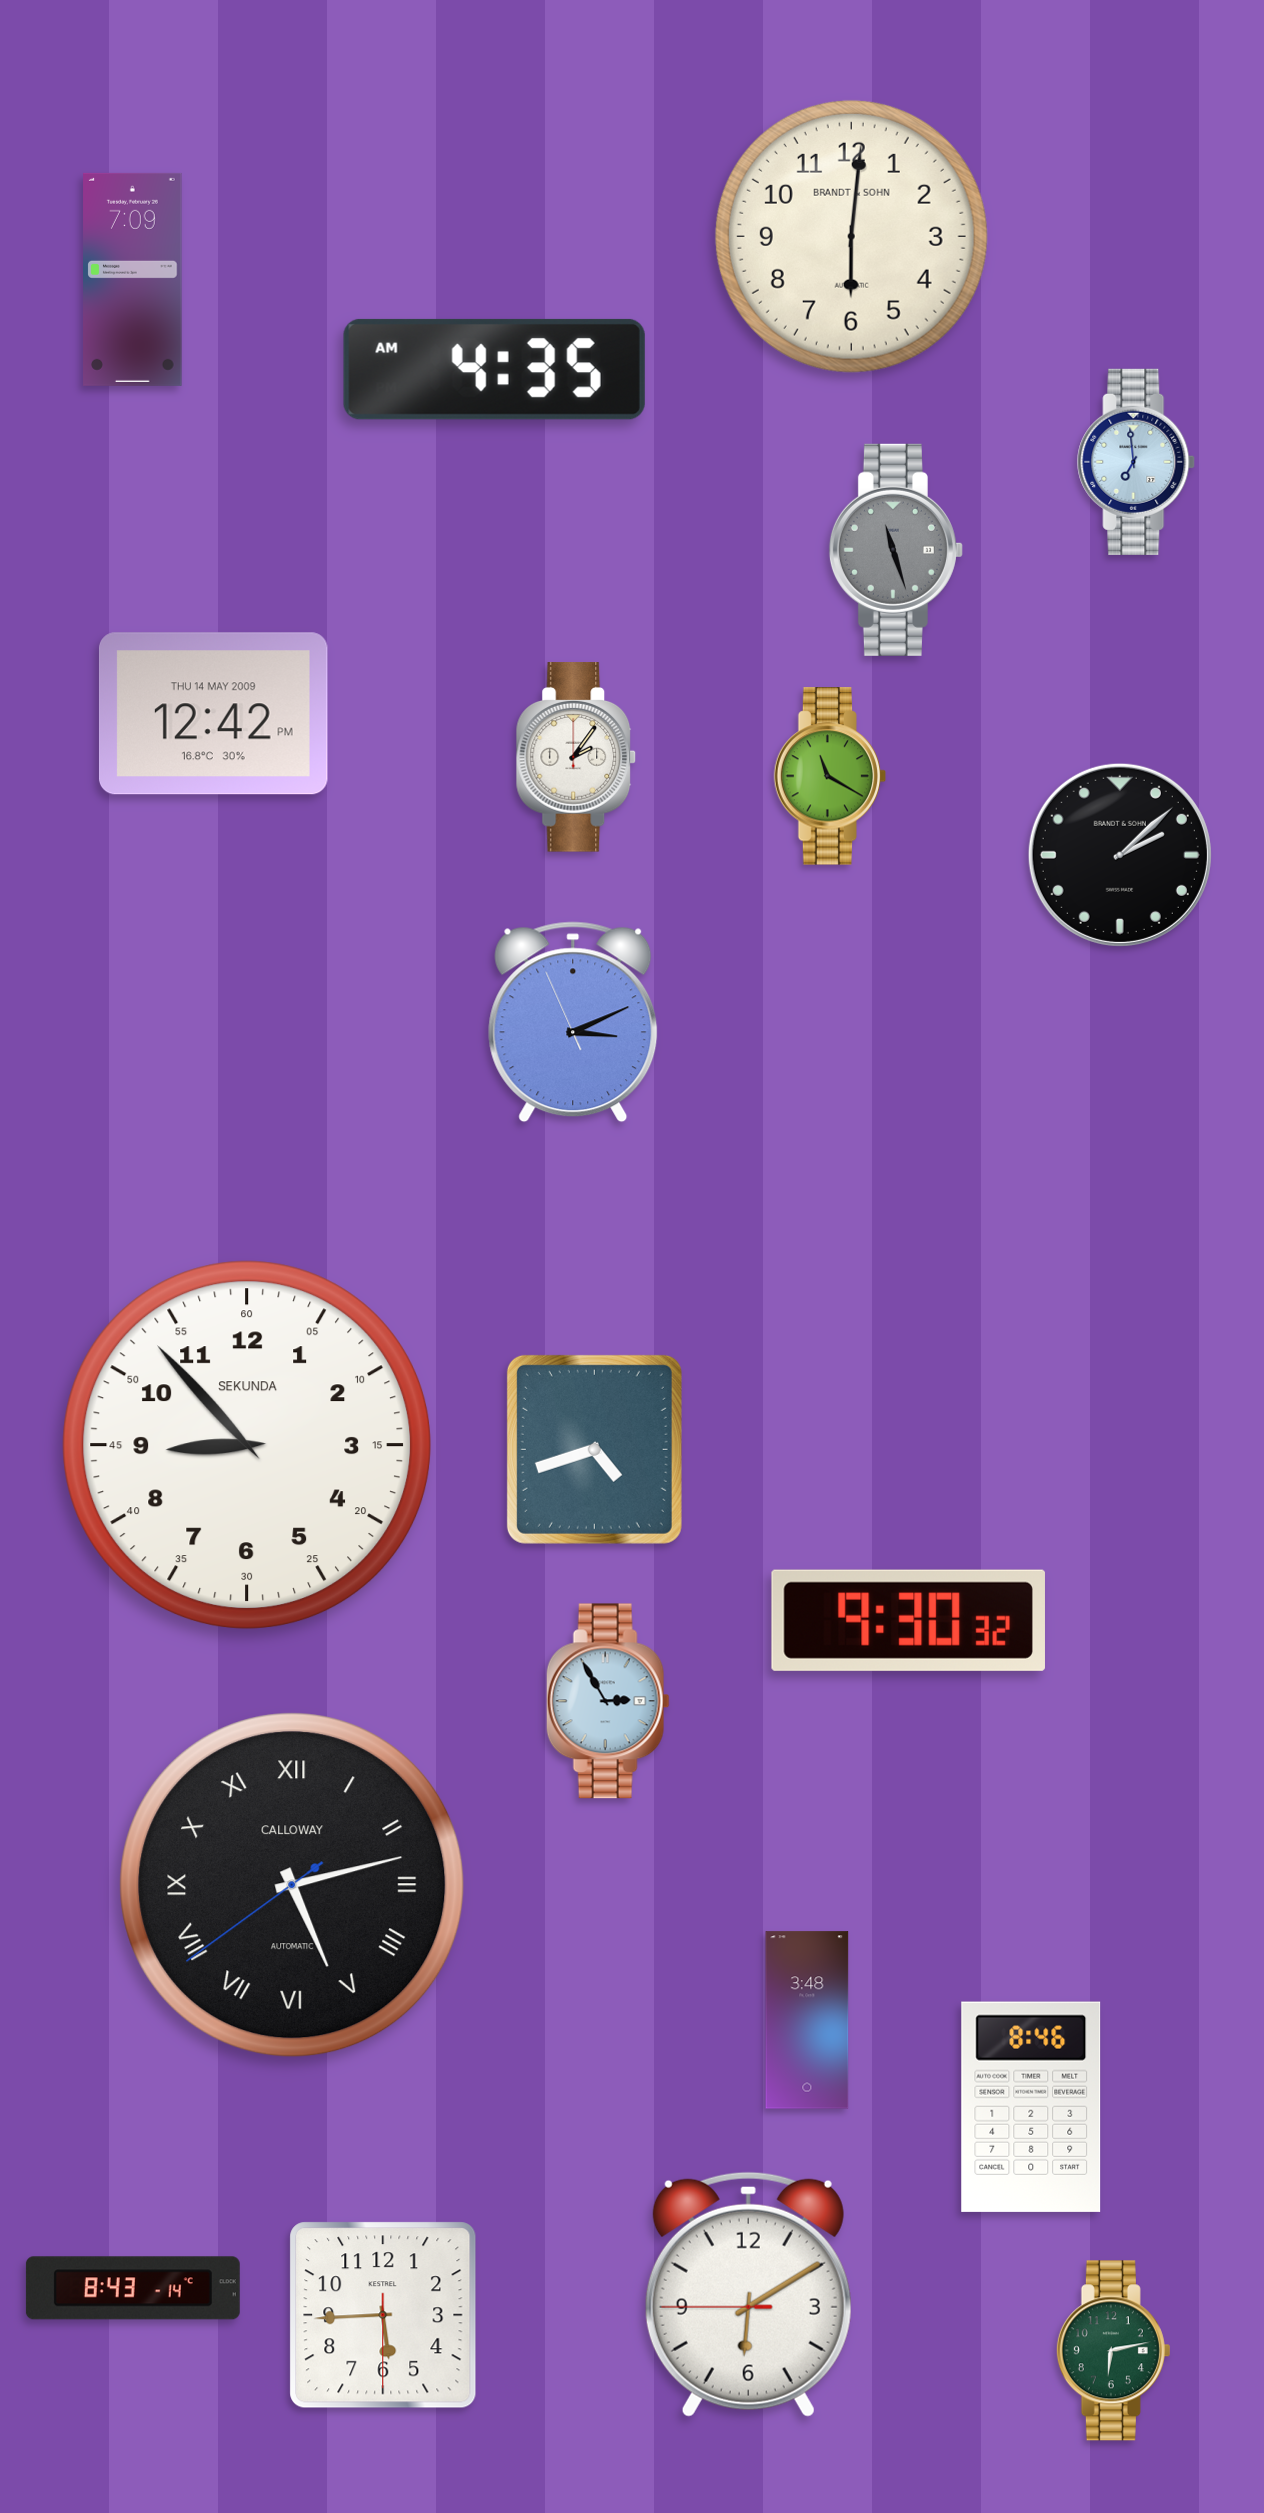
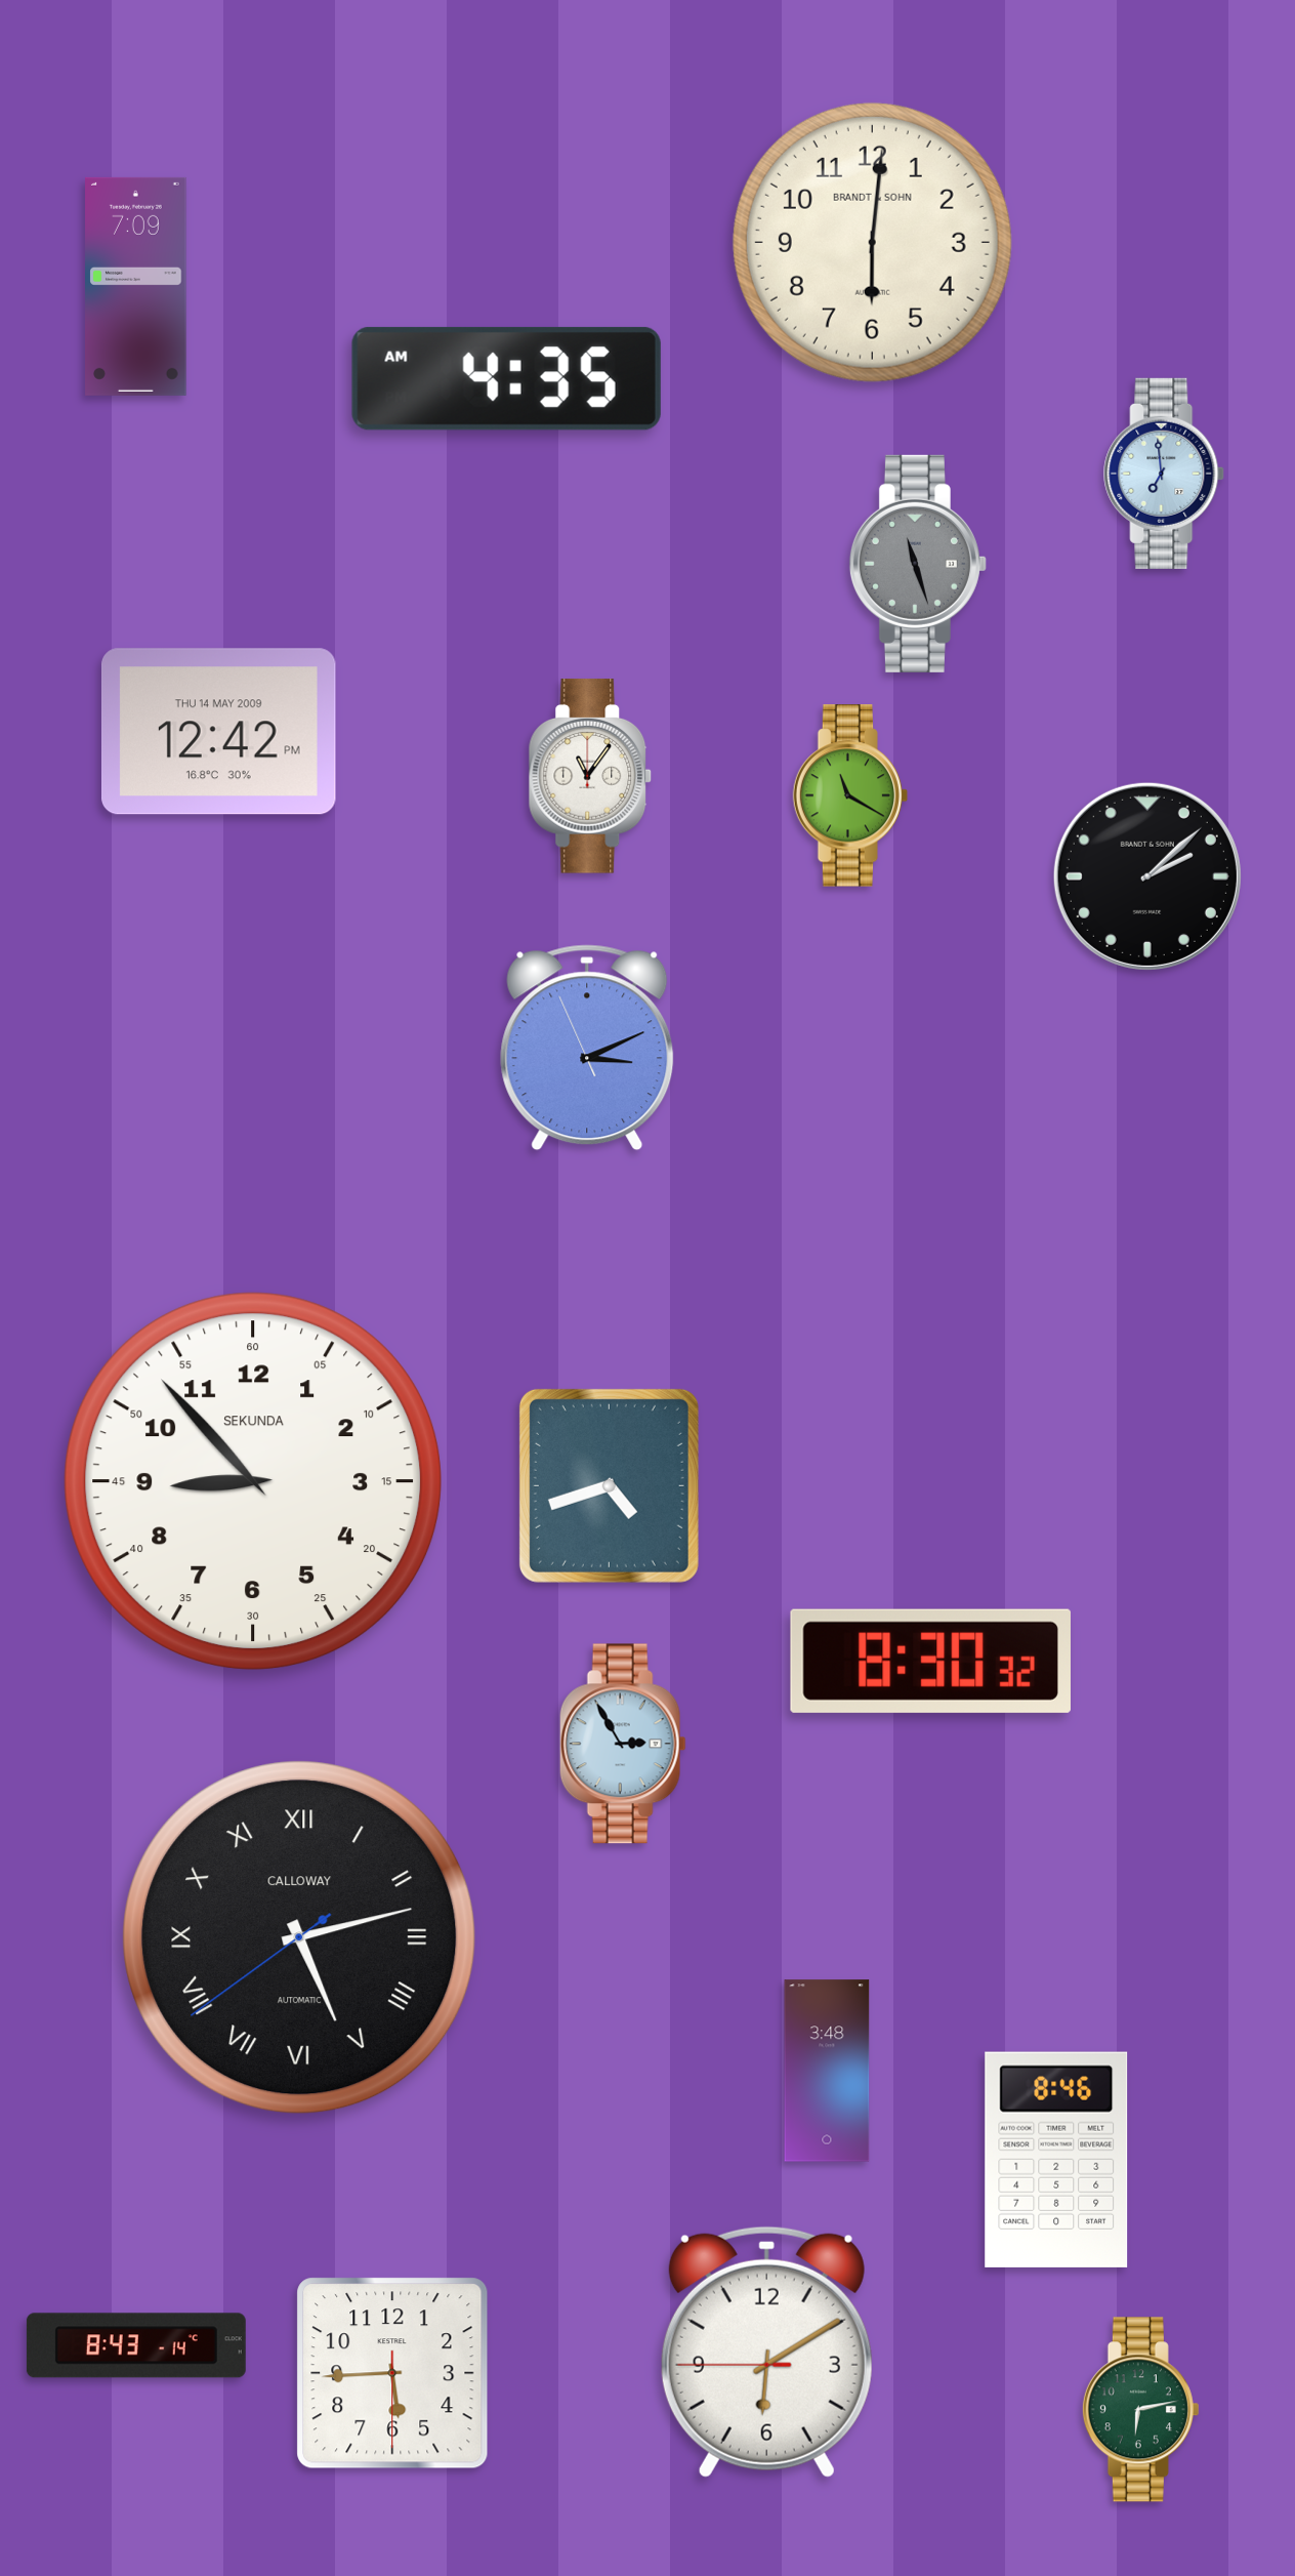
clock at (576, 757): 2:06 -> 11:06
clock at (908, 1620): 9:30 -> 8:30
clock at (292, 1885) position: (292, 1885) -> (299, 1937)
